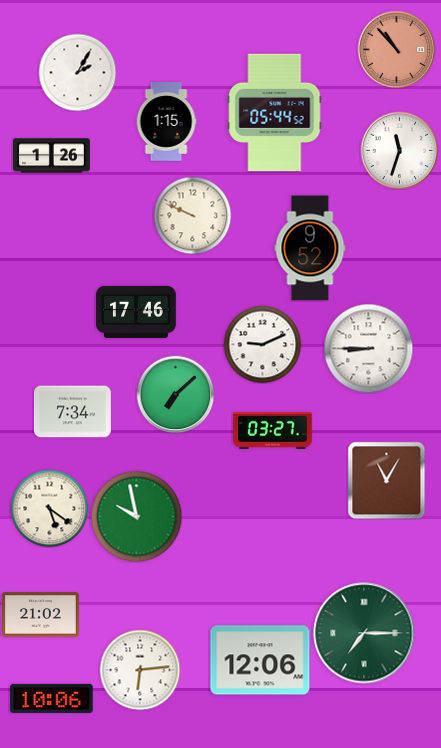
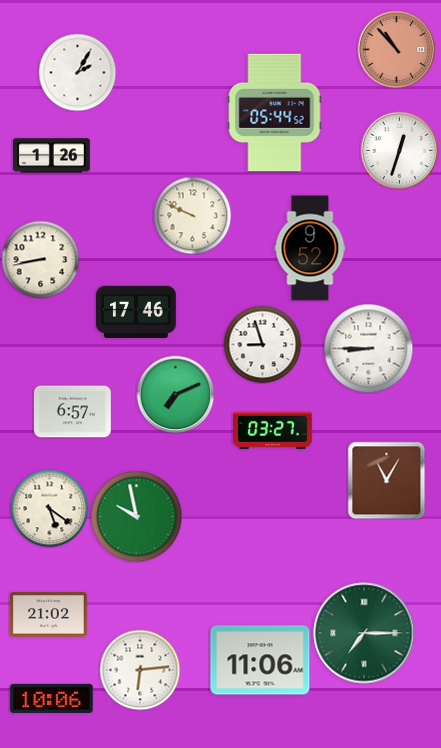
clock at (166, 122): 1:15 -> none
clock at (399, 150): 11:33 -> 12:33
clock at (40, 259): none -> 8:43
clock at (262, 344): 9:11 -> 8:57
clock at (175, 394): 7:08 -> 7:11
clock at (72, 412): 7:34 -> 6:57
clock at (40, 615) position: (40, 615) -> (48, 615)
clock at (260, 660): 12:06 -> 11:06
